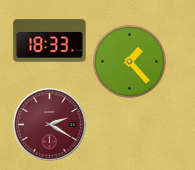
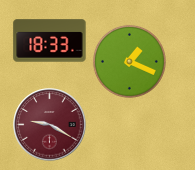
clock at (129, 61): 1:23 -> 1:19
clock at (50, 125): 2:20 -> 9:20
